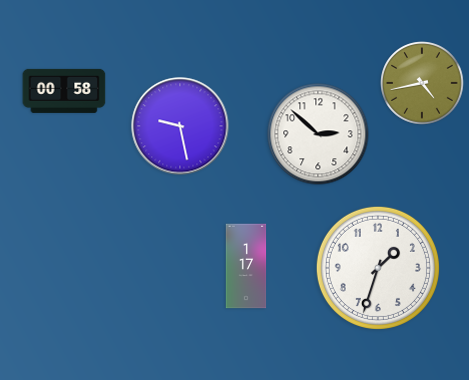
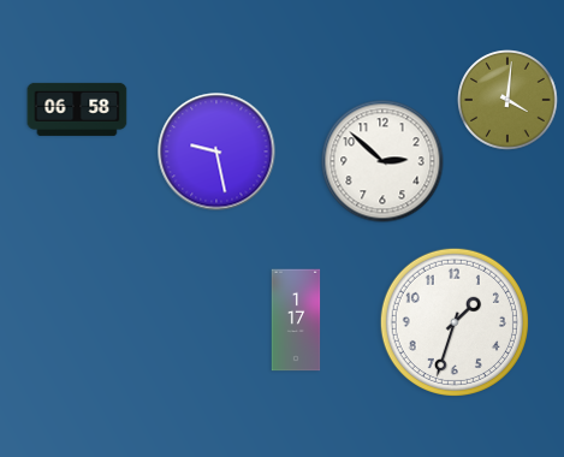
clock at (422, 83): 4:43 -> 4:01
clock at (64, 91): 00:58 -> 06:58
